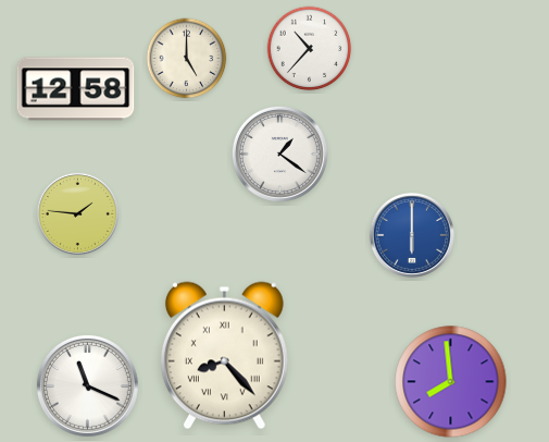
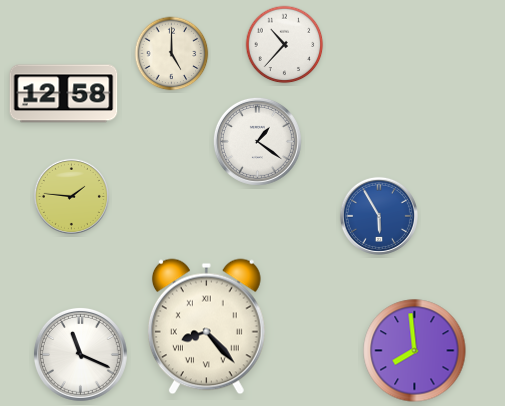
clock at (76, 89) position: (76, 89) -> (64, 94)
clock at (412, 235): 6:00 -> 5:55
